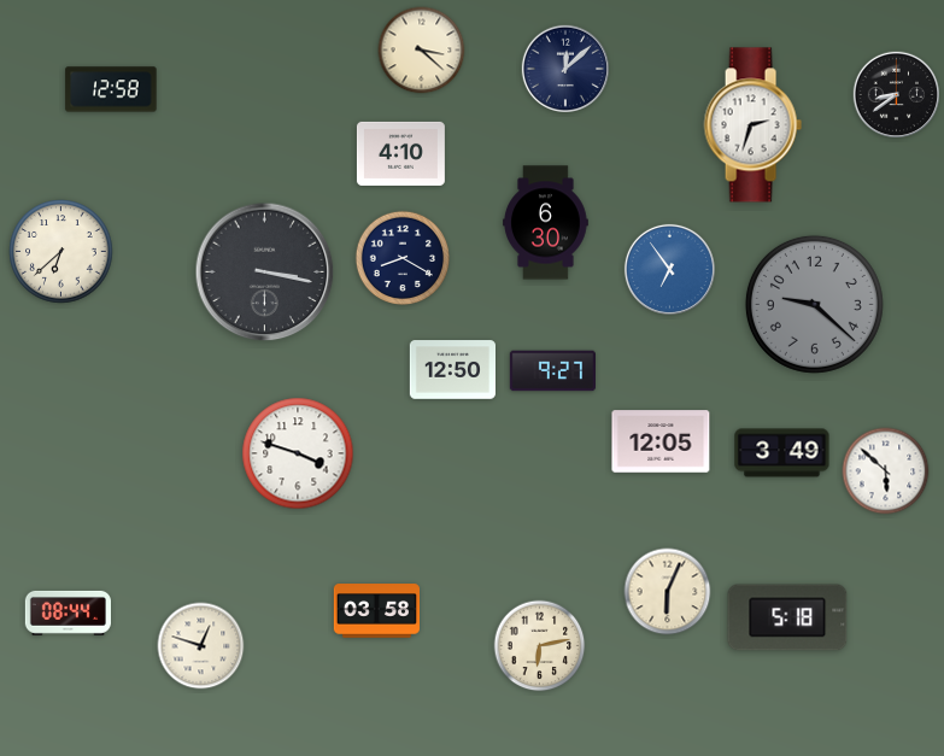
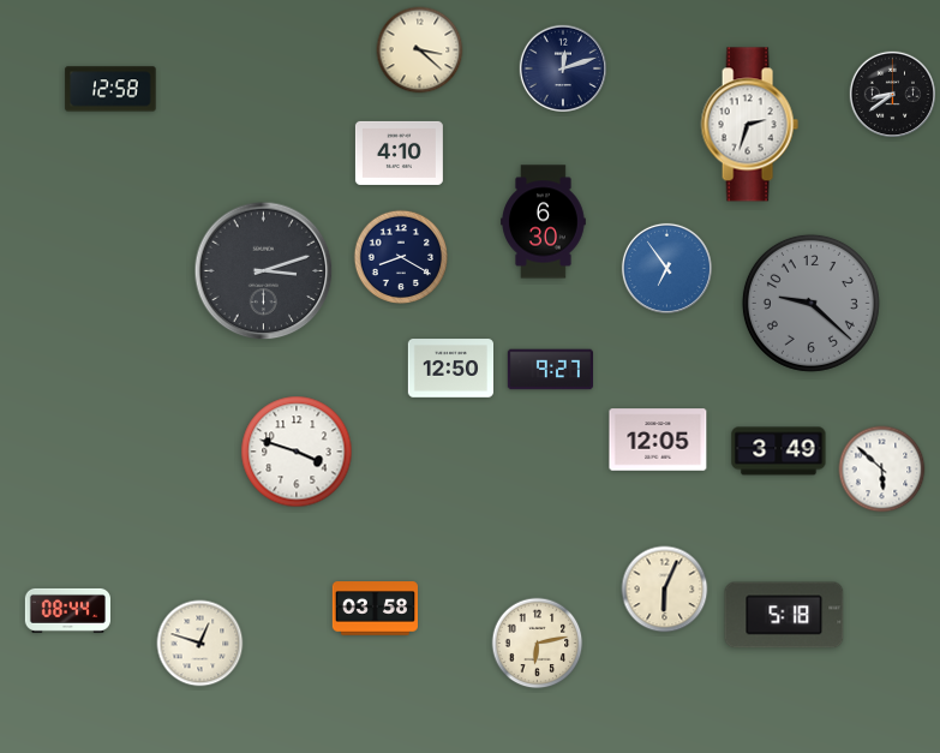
clock at (564, 68): 12:08 -> 12:12
clock at (61, 252): 6:38 -> none
clock at (265, 272): 3:17 -> 3:12
